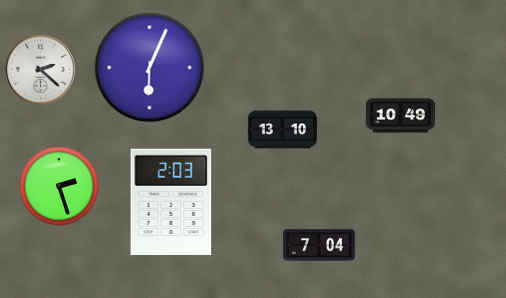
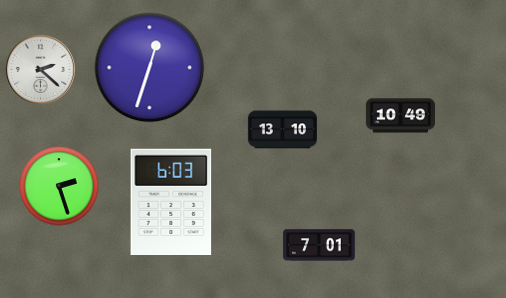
clock at (150, 68): 6:04 -> 12:33
clock at (171, 201): 2:03 -> 6:03
clock at (319, 245): 7:04 -> 7:01
